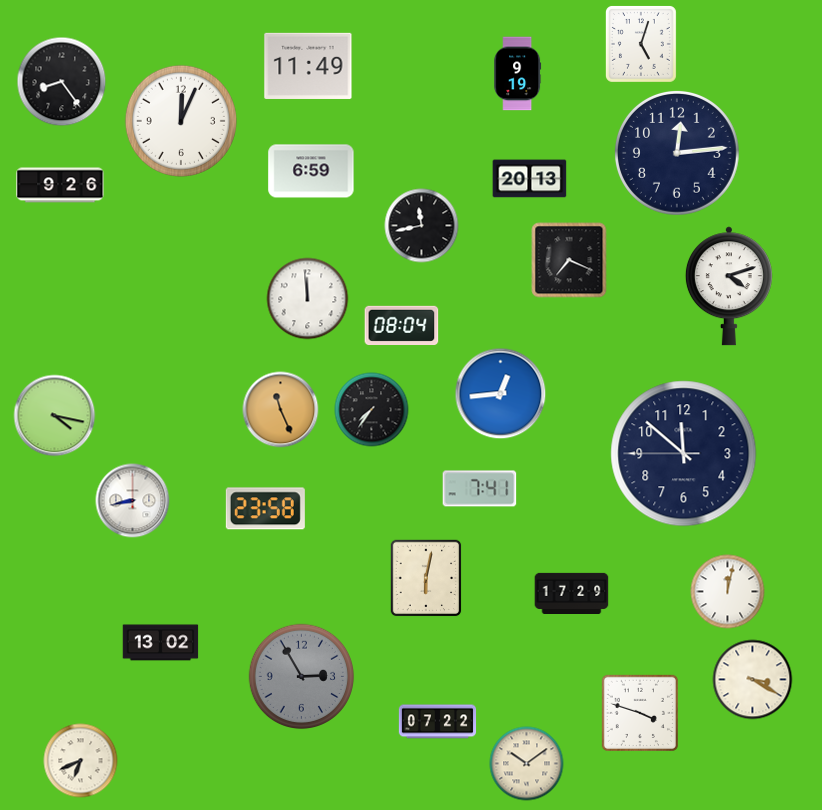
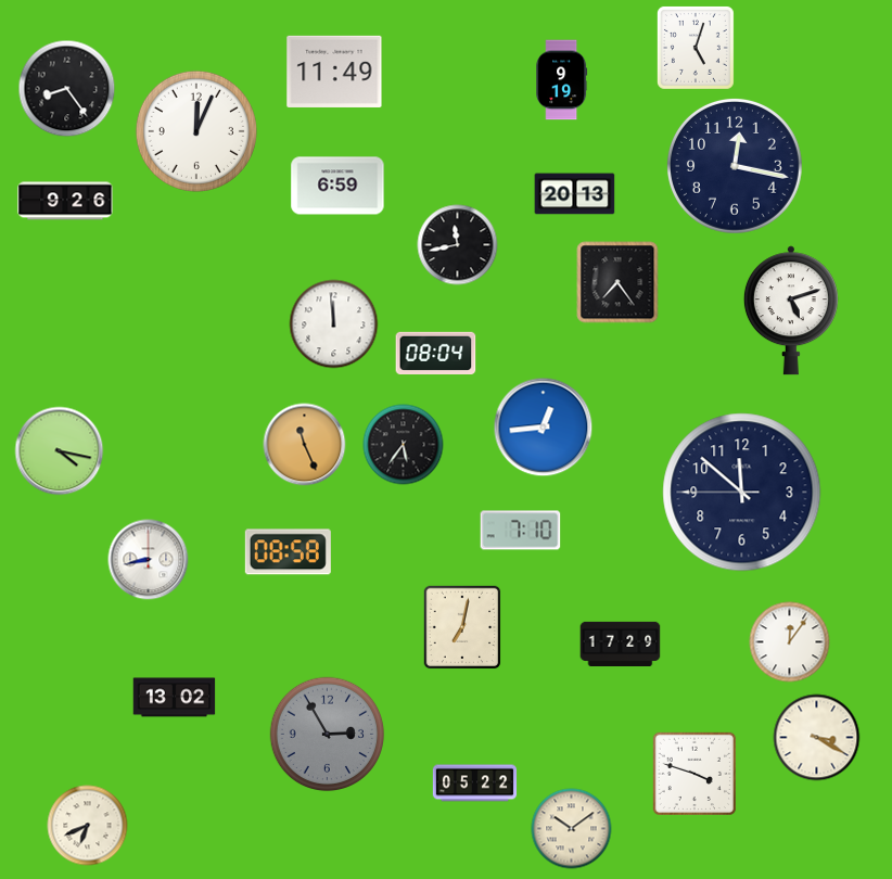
clock at (678, 154): 12:14 -> 12:17
clock at (569, 260): 7:19 -> 7:24
clock at (729, 286): 4:12 -> 5:12
clock at (372, 410): 7:36 -> 5:36
clock at (480, 489): 7:41 -> 7:10
clock at (133, 501) position: (133, 501) -> (149, 560)
clock at (265, 509): 23:58 -> 08:58
clock at (426, 578): 6:02 -> 7:02
clock at (728, 592): 12:02 -> 12:06
clock at (438, 722): 07:22 -> 05:22
